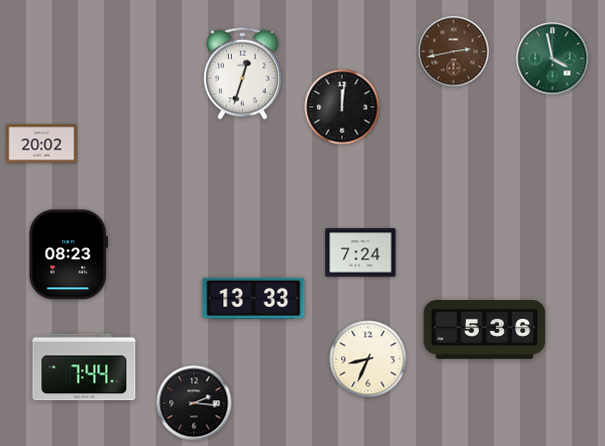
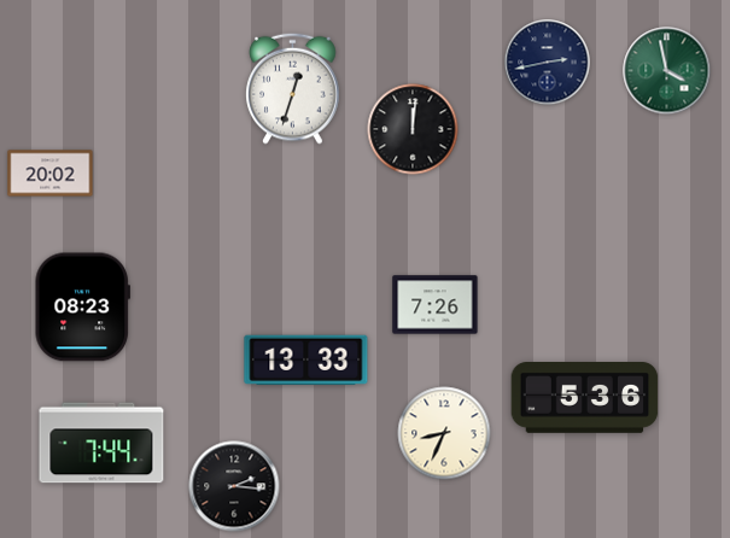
clock at (454, 52) dial: brown -> navy
clock at (361, 253): 7:24 -> 7:26
